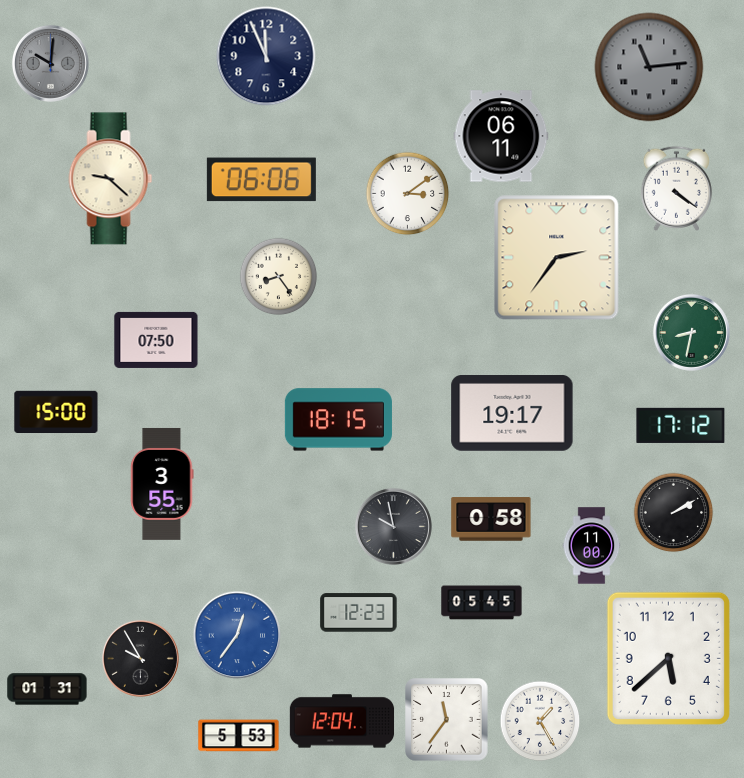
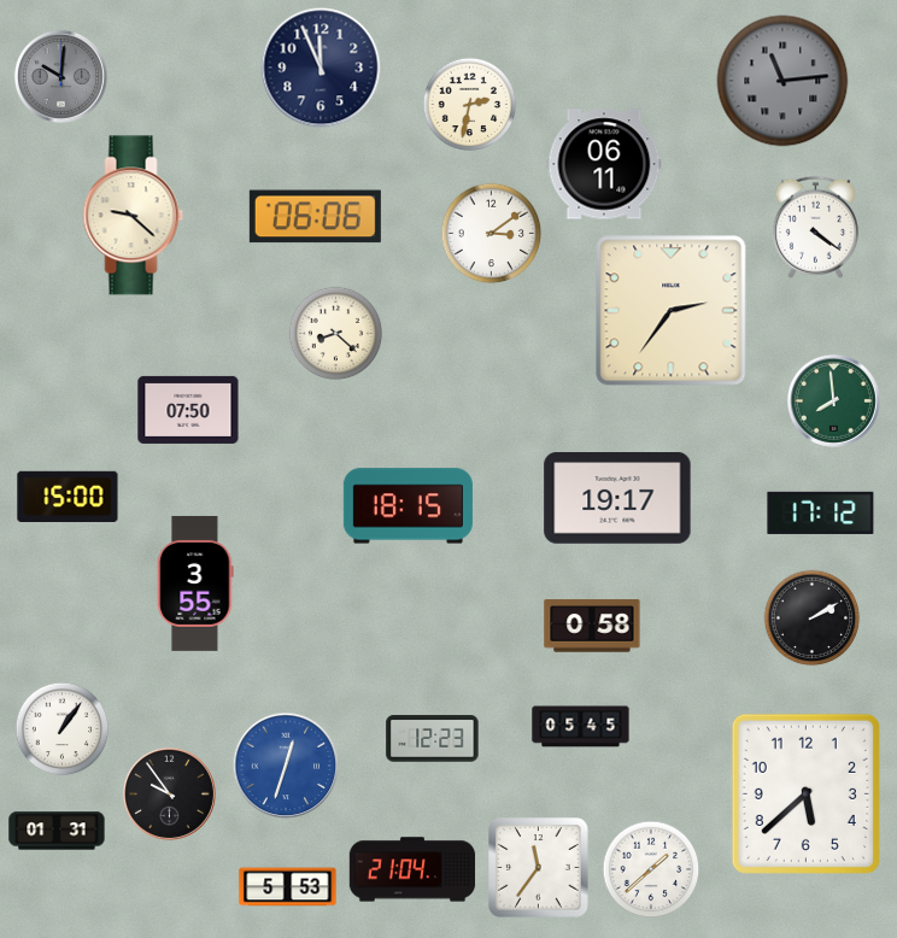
clock at (469, 104): none -> 2:32
clock at (278, 276): 8:24 -> 8:22
clock at (691, 332): 8:32 -> 7:59
clock at (393, 526): 9:58 -> none
clock at (592, 546): 11:00 -> none
clock at (61, 728): none -> 1:06
clock at (237, 635): 12:36 -> 12:33
clock at (140, 658): 9:55 -> 9:54
clock at (342, 721): 12:04 -> 21:04
clock at (540, 721): 1:25 -> 1:38
